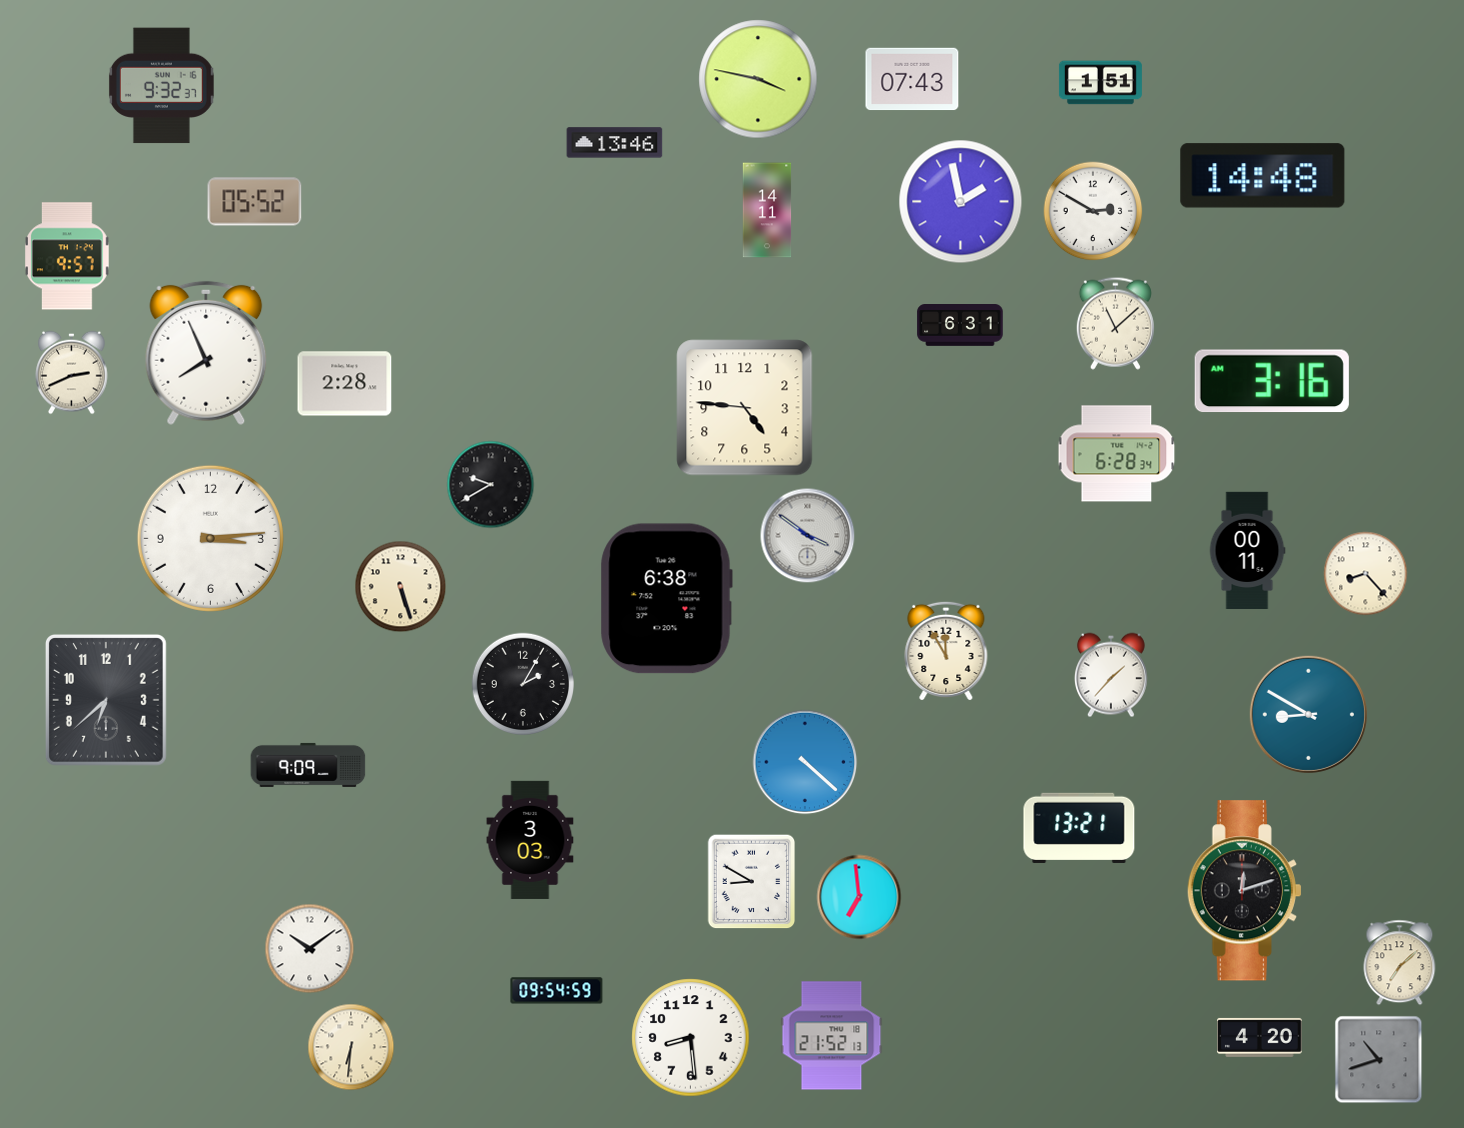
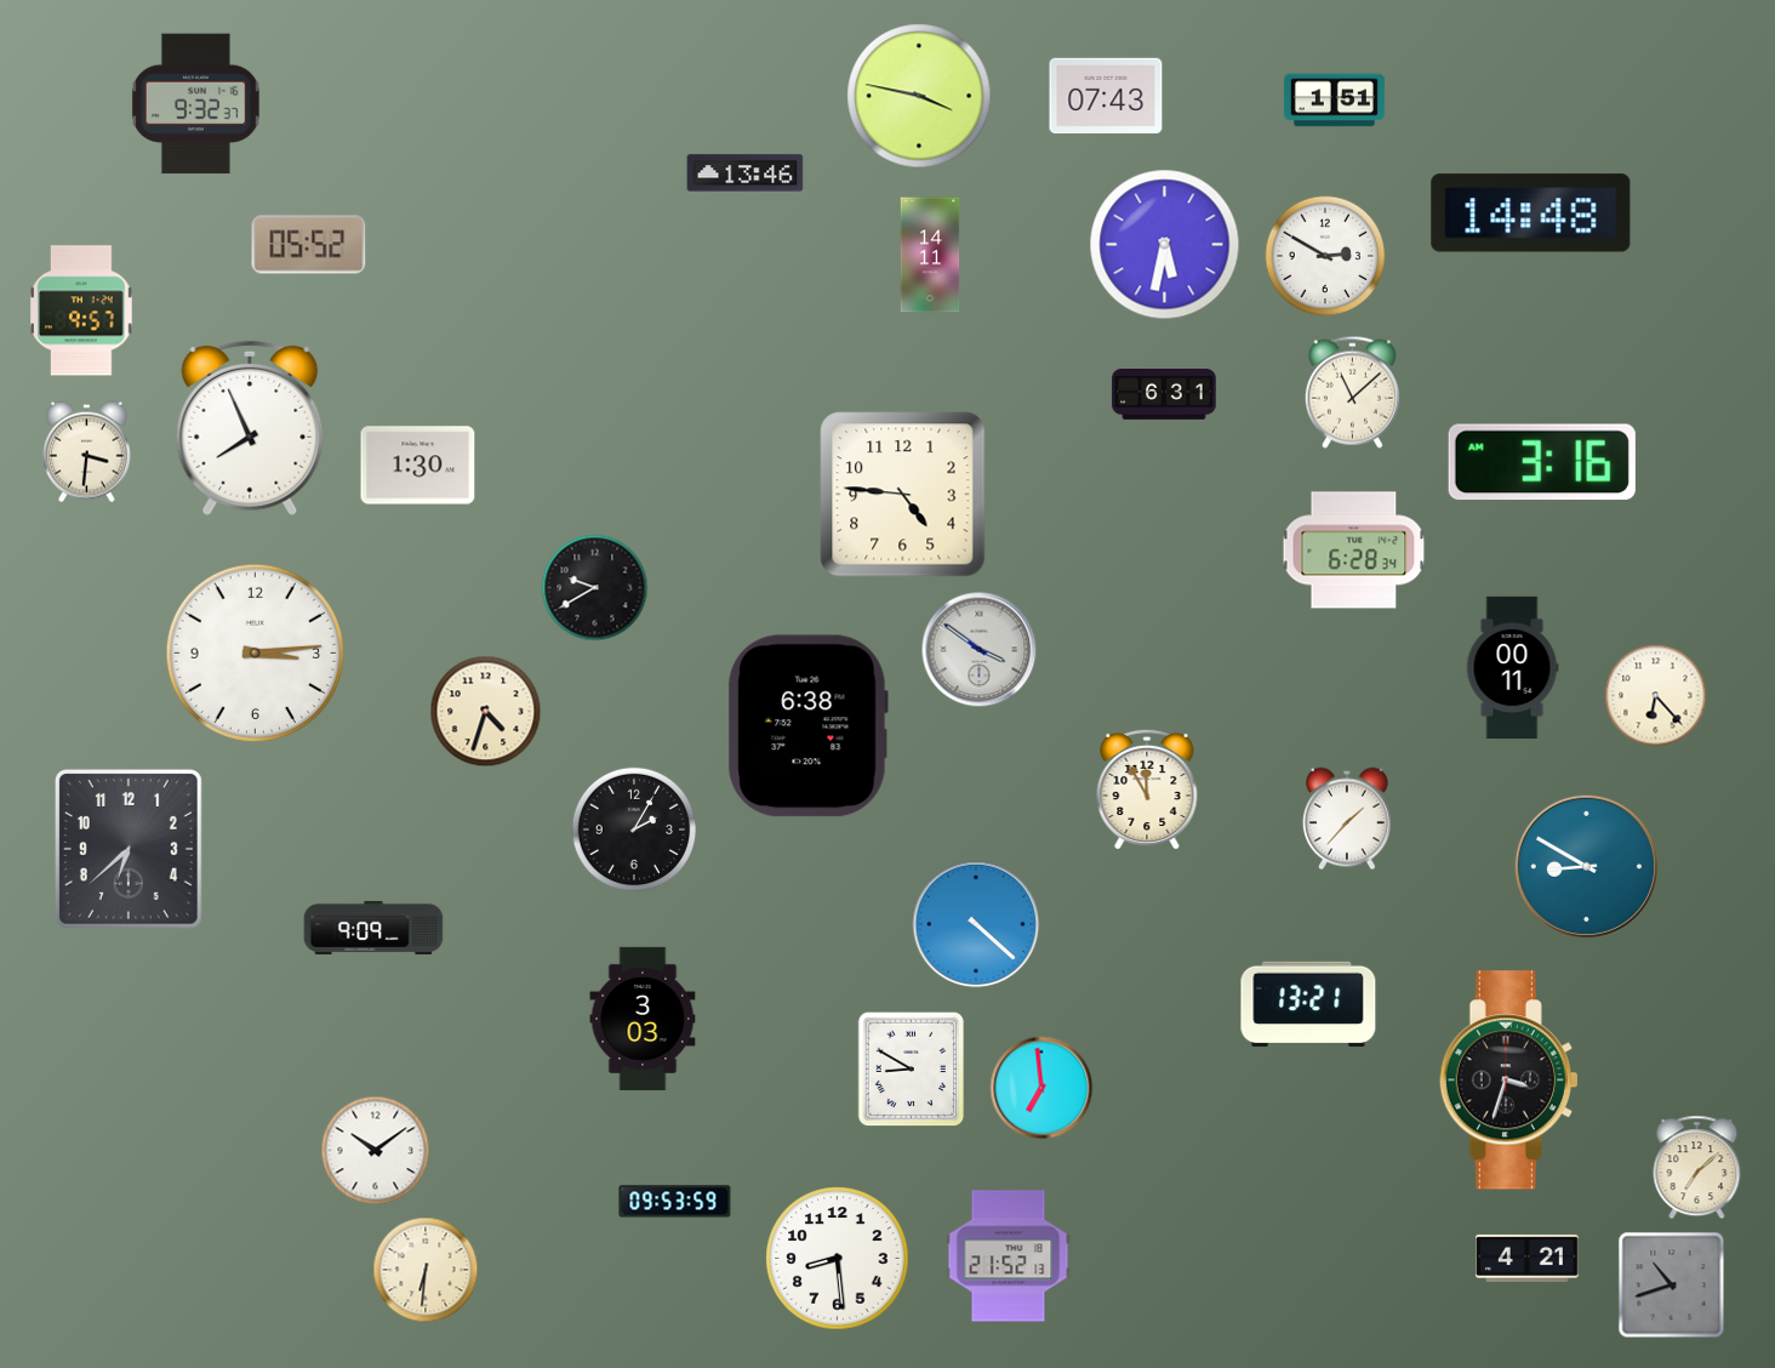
clock at (961, 202): 1:58 -> 5:32
clock at (72, 373): 2:41 -> 3:31
clock at (345, 384): 2:28 -> 1:30
clock at (1366, 574): 8:23 -> 6:23
clock at (401, 587): 5:27 -> 4:33
clock at (1244, 891): 12:12 -> 3:33
clock at (557, 991): 09:54 -> 09:53
clock at (1260, 1037): 4:20 -> 4:21
